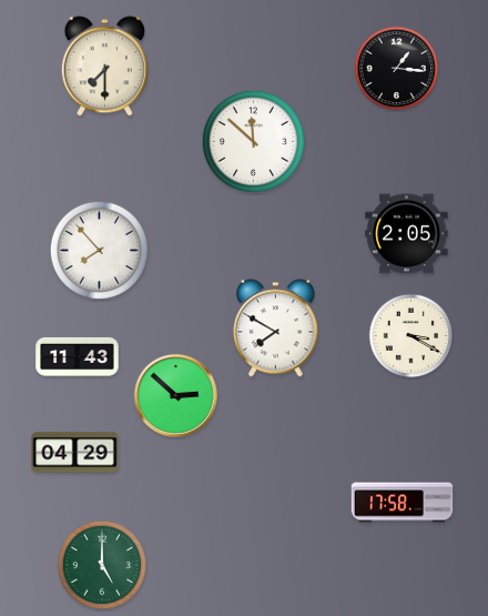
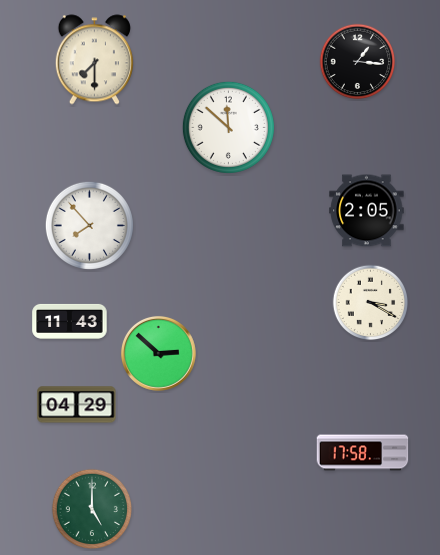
clock at (275, 329): 7:50 -> none
clock at (175, 395) position: (175, 395) -> (158, 353)
clock at (75, 453) position: (75, 453) -> (77, 405)
